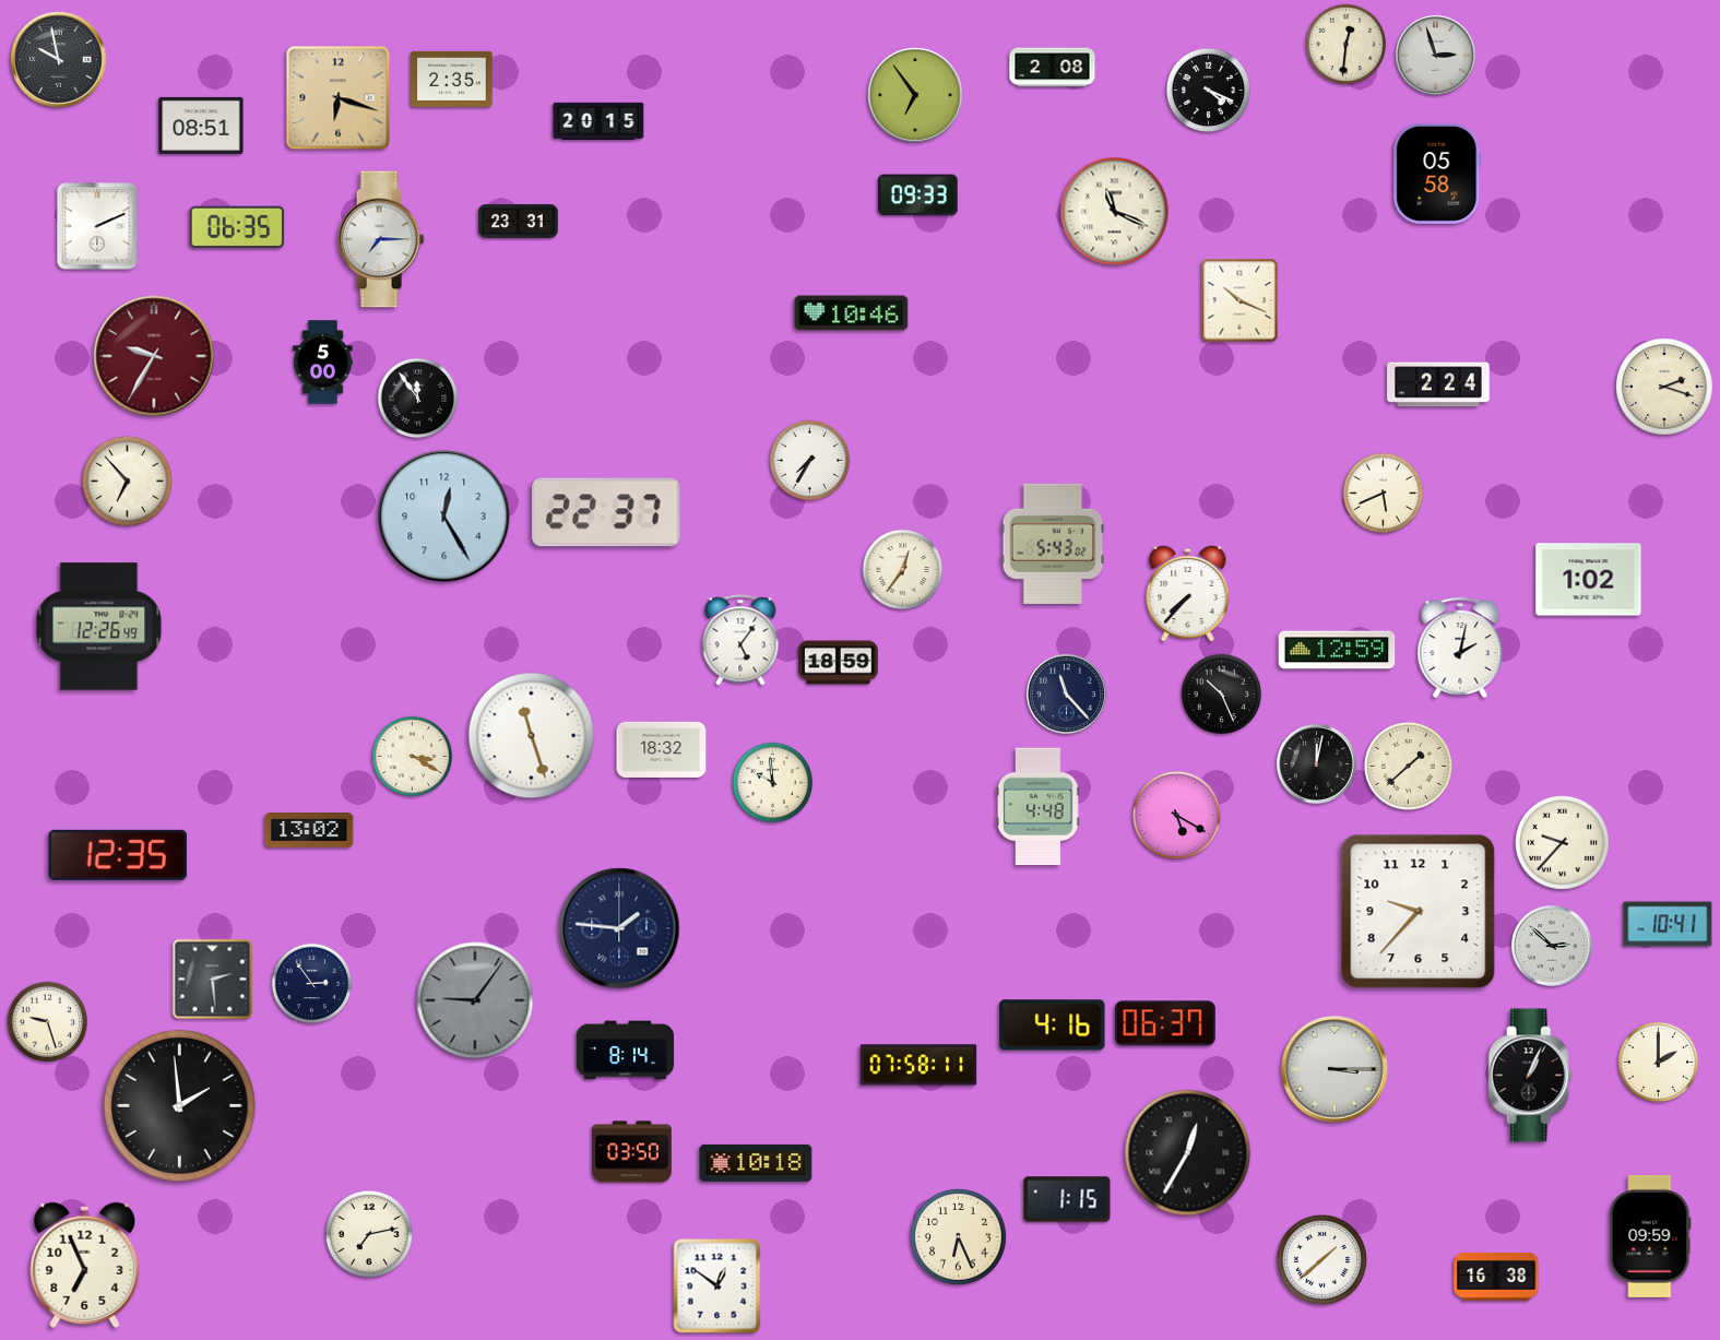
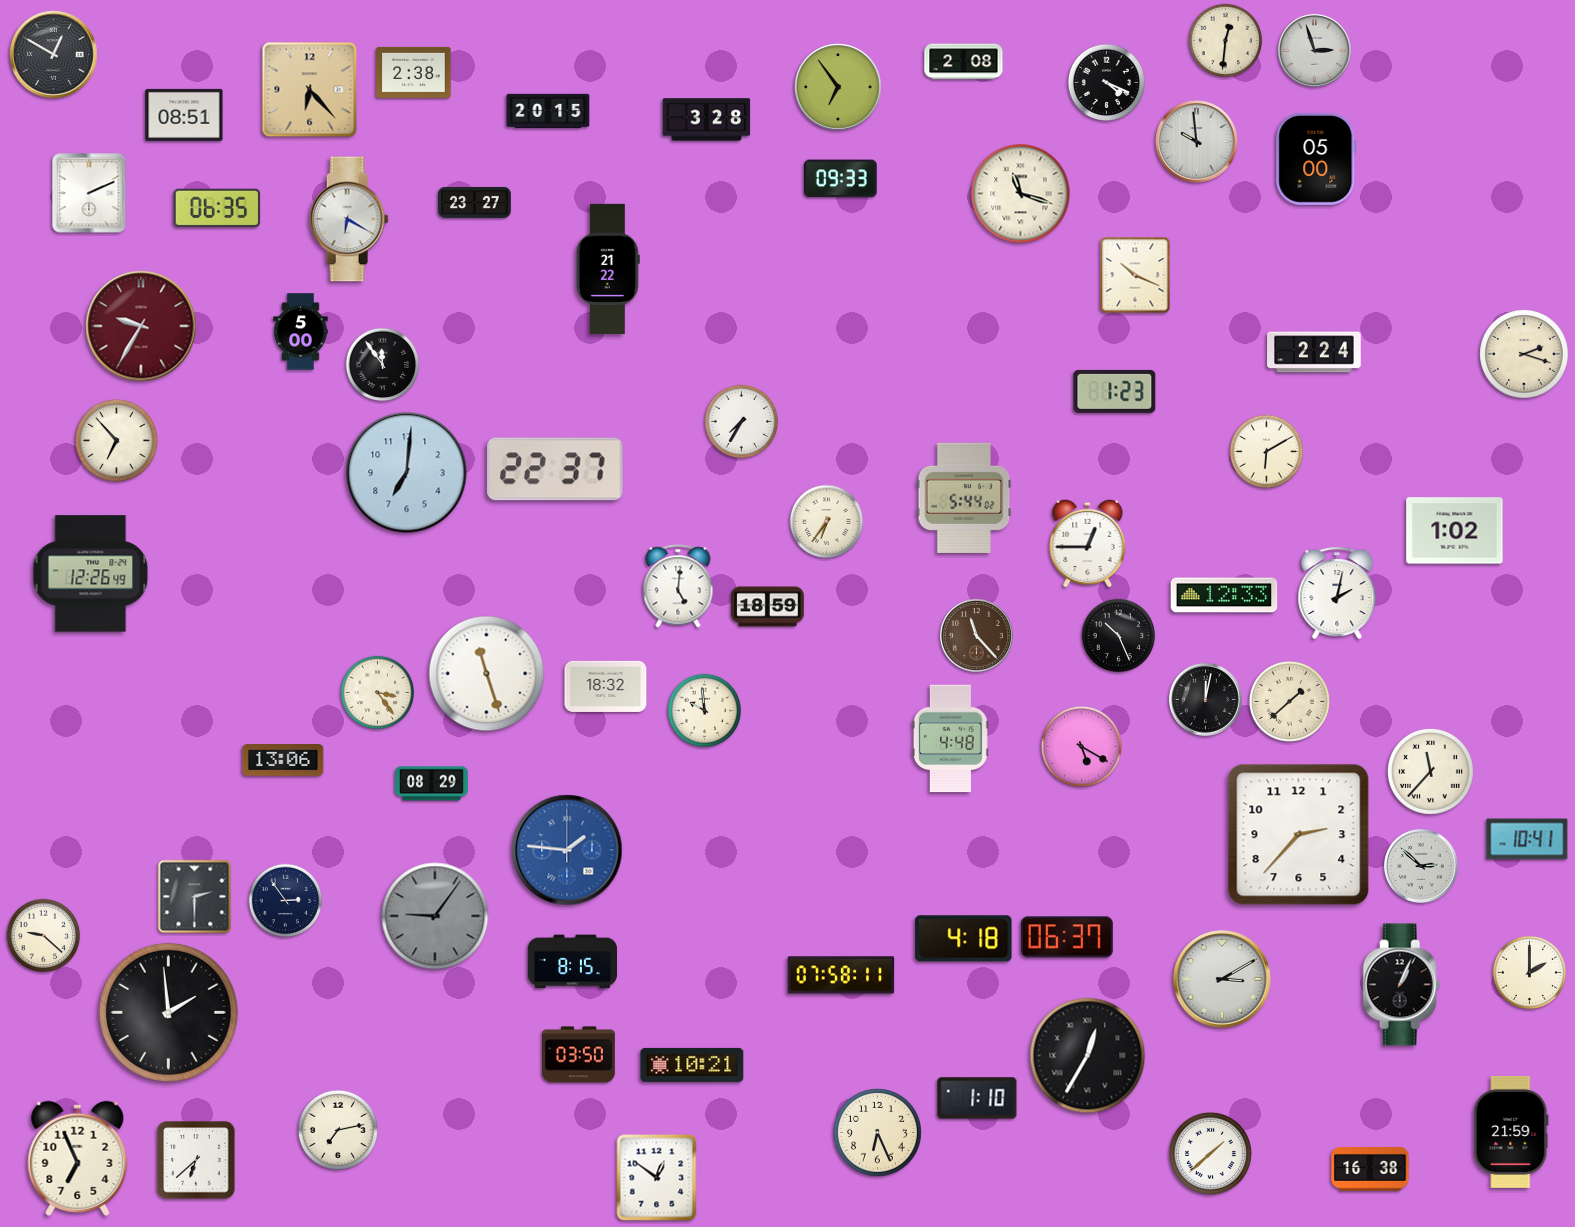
clock at (1347, 45) position: (1347, 45) -> (1226, 41)
clock at (59, 60): 9:58 -> 12:50
clock at (452, 79): 2:35 -> 2:38
clock at (339, 98): 6:18 -> 6:23
clock at (707, 120): none -> 3:28
clock at (1197, 142): none -> 9:59
clock at (1437, 174): 05:58 -> 05:00
clock at (1115, 212): 11:19 -> 11:18
clock at (519, 221): 23:31 -> 23:27
clock at (97, 226) position: (97, 226) -> (89, 193)
clock at (381, 239): 7:15 -> 6:20
clock at (608, 269): none -> 21:22
clock at (852, 313): 10:46 -> none
clock at (323, 363) position: (323, 363) -> (301, 332)
clock at (1438, 384) position: (1438, 384) -> (1314, 352)
clock at (1115, 391): none -> 1:23
clock at (1384, 494): 5:41 -> 6:10
clock at (444, 517): 12:25 -> 7:01
clock at (1053, 544): 5:43 -> 5:44
clock at (903, 570): 12:36 -> 6:36
clock at (1188, 593): 7:37 -> 12:45
clock at (740, 640): 5:06 -> 5:01
clock at (1337, 650): 12:59 -> 12:33
clock at (1066, 693) dial: navy -> brown
clock at (413, 757): 3:20 -> 3:24
clock at (773, 783) position: (773, 783) -> (705, 711)
clock at (1176, 815) position: (1176, 815) -> (1081, 746)
clock at (309, 831): 13:02 -> 13:06
clock at (1563, 843): 9:37 -> 11:37
clock at (118, 855): 12:35 -> none
clock at (432, 784): none -> 08:29
clock at (1419, 912): 9:37 -> 2:37
clock at (1668, 924) position: (1668, 924) -> (1527, 839)
clock at (619, 928) dial: navy -> blue
clock at (213, 980): 2:29 -> 2:30
clock at (48, 1022): 9:27 -> 9:22
clock at (1053, 1025): 4:16 -> 4:18
clock at (625, 1051): 8:14 -> 8:15
clock at (1659, 1063) position: (1659, 1063) -> (1530, 973)
clock at (1335, 1069): 3:15 -> 3:10
clock at (179, 1105) position: (179, 1105) -> (168, 1012)
clock at (756, 1163): 10:18 -> 10:21
clock at (1067, 1199): 1:15 -> 1:10
clock at (1650, 1236): 09:59 -> 21:59
clock at (196, 1160): none -> 6:38
